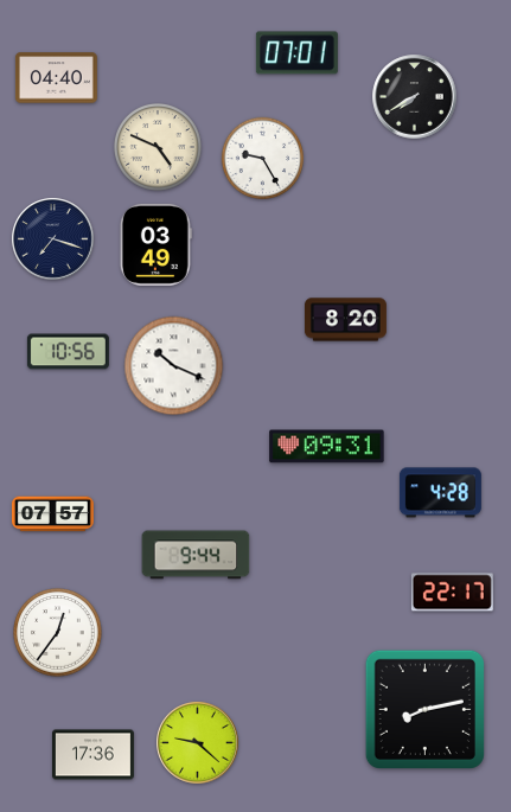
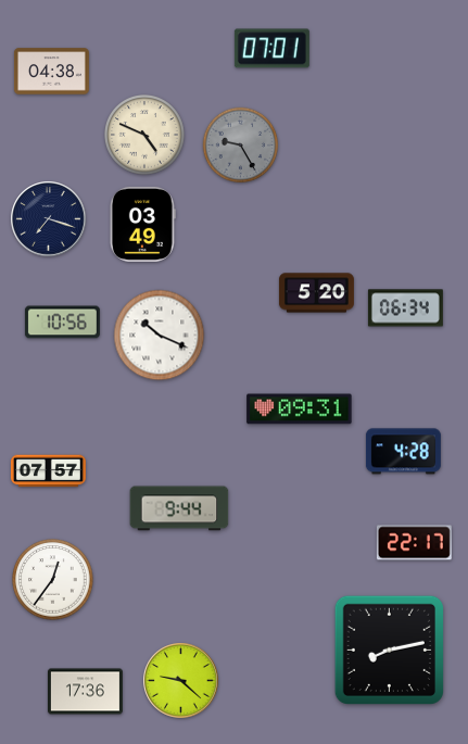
clock at (56, 78): 04:40 -> 04:38
clock at (415, 97): 7:40 -> none
clock at (263, 159) dial: white -> grey
clock at (345, 320): 8:20 -> 5:20
clock at (405, 308): none -> 06:34
